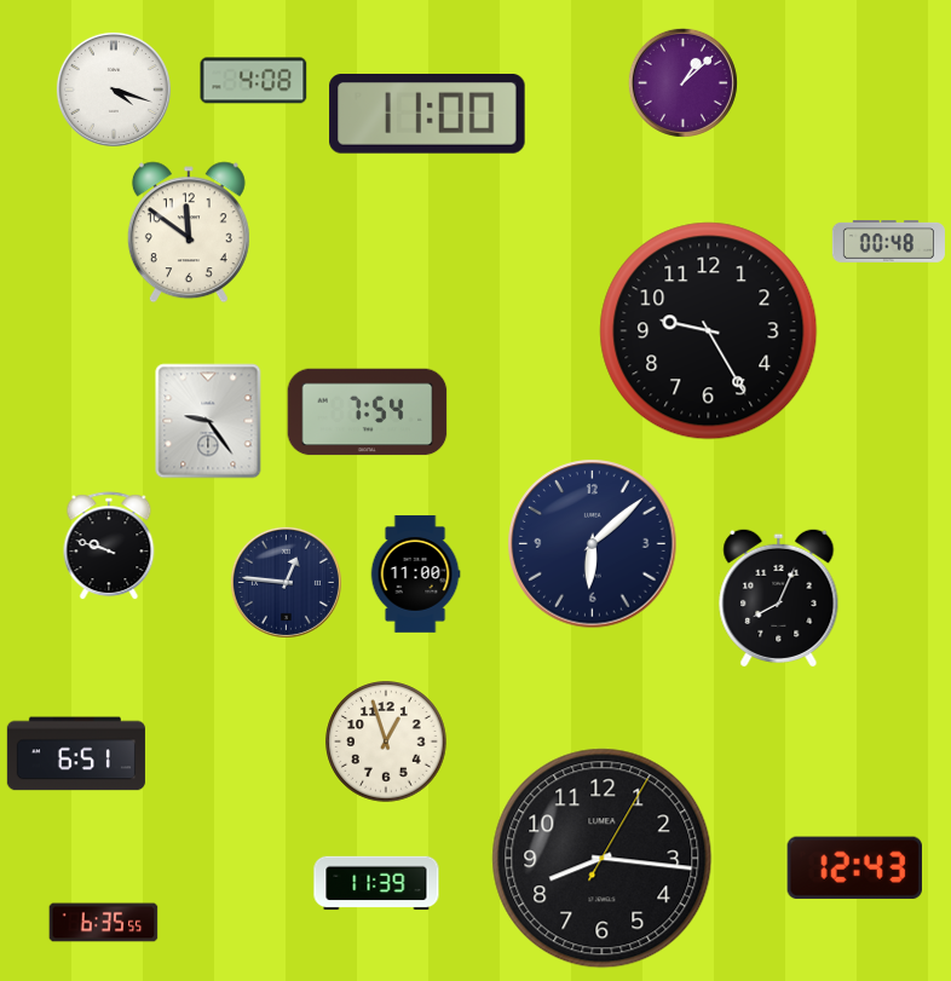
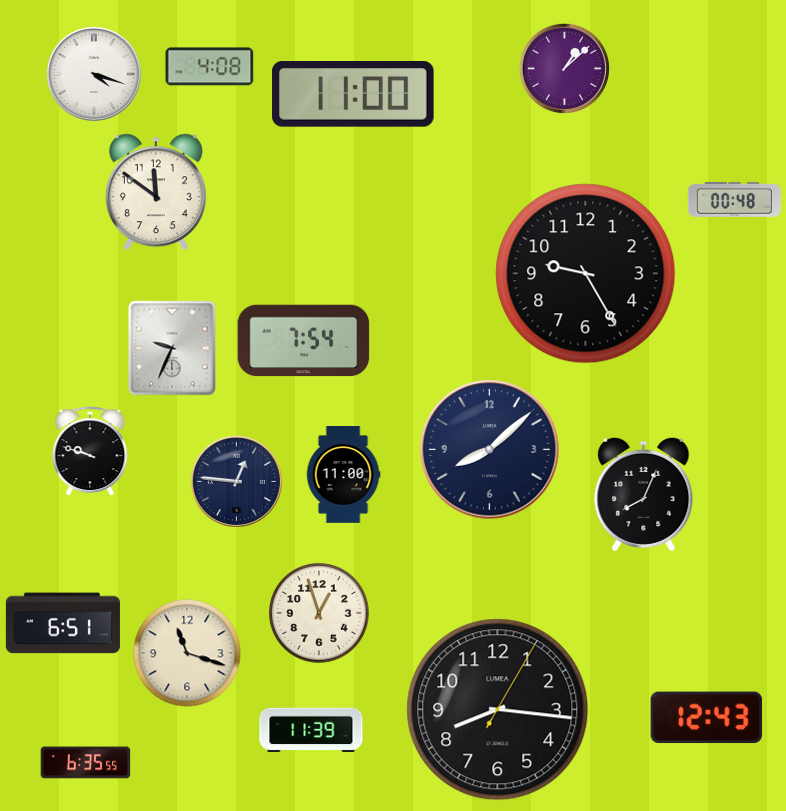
clock at (208, 421): 9:24 -> 9:34
clock at (593, 544): 6:08 -> 8:08
clock at (187, 653): none -> 11:18
